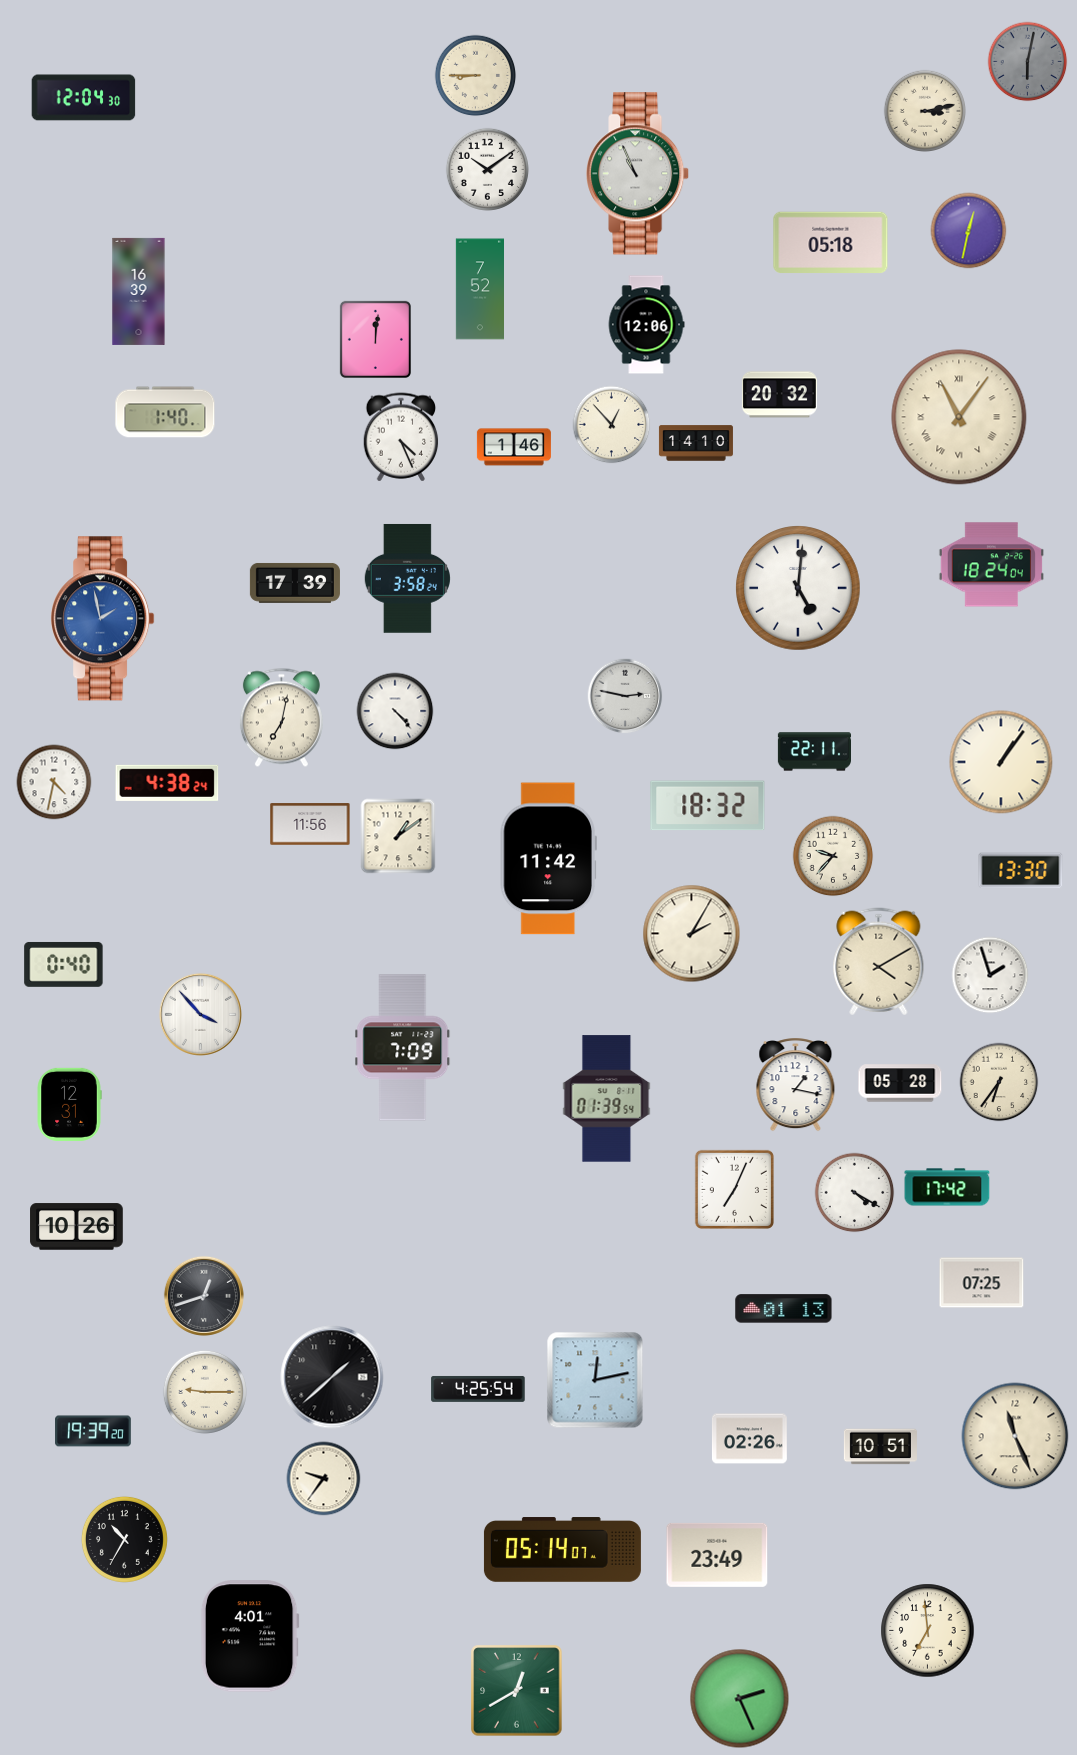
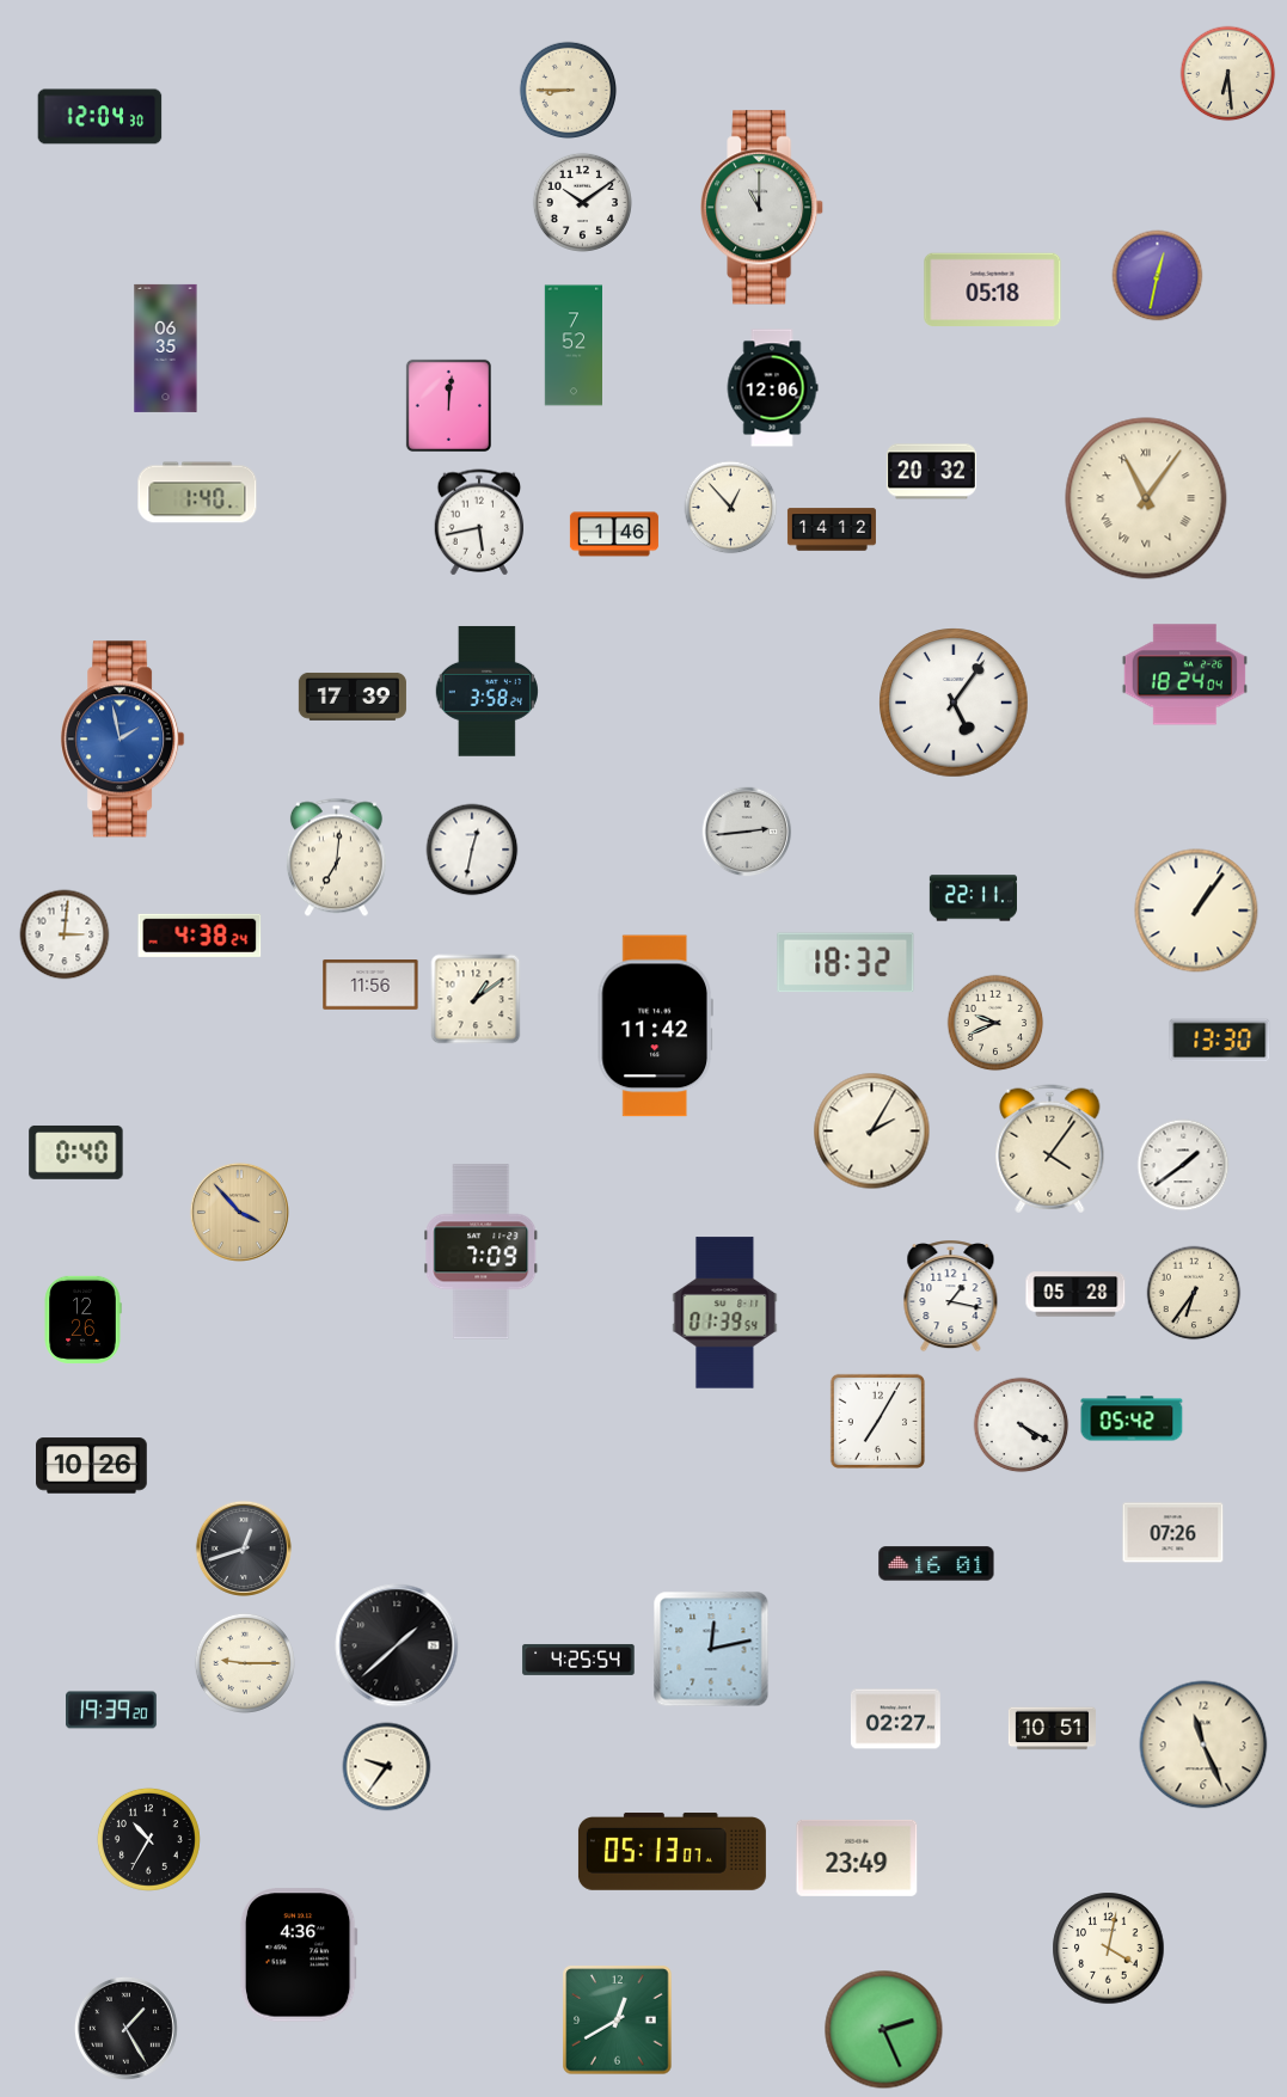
clock at (1028, 62): 6:02 -> 6:29
clock at (1028, 62) dial: grey -> cream
clock at (924, 110): 3:13 -> none
clock at (638, 174): 10:56 -> 11:00
clock at (139, 291): 16:39 -> 06:35
clock at (401, 437): 4:26 -> 5:43
clock at (696, 443): 14:10 -> 14:12
clock at (798, 588): 5:01 -> 5:06
clock at (625, 696): 2:47 -> 2:44
clock at (395, 711): 4:23 -> 12:32
clock at (281, 718): 7:02 -> 7:01
clock at (54, 782): 4:32 -> 3:01
clock at (833, 856): 9:37 -> 9:41
clock at (692, 934) position: (692, 934) -> (872, 1132)
clock at (879, 962): 4:10 -> 4:06
clock at (990, 975): 1:57 -> 1:39
clock at (200, 1014) dial: white -> champagne
clock at (69, 1104): 12:31 -> 12:26
clock at (947, 1187): 17:42 -> 05:42
clock at (734, 1189): 7:04 -> 7:05
clock at (982, 1283): 07:25 -> 07:26
clock at (784, 1309): 01:13 -> 16:01
clock at (478, 1389) position: (478, 1389) -> (578, 1660)
clock at (1015, 1436) position: (1015, 1436) -> (1203, 1745)
clock at (749, 1439): 02:26 -> 02:27
clock at (562, 1550): 05:14 -> 05:13
clock at (928, 1631): 6:59 -> 4:02
clock at (250, 1636): 4:01 -> 4:36
clock at (125, 2028): none -> 1:25
